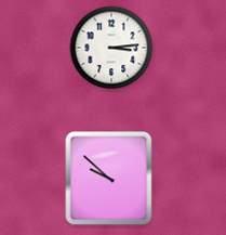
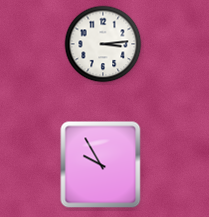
clock at (109, 179): 9:52 -> 9:55
